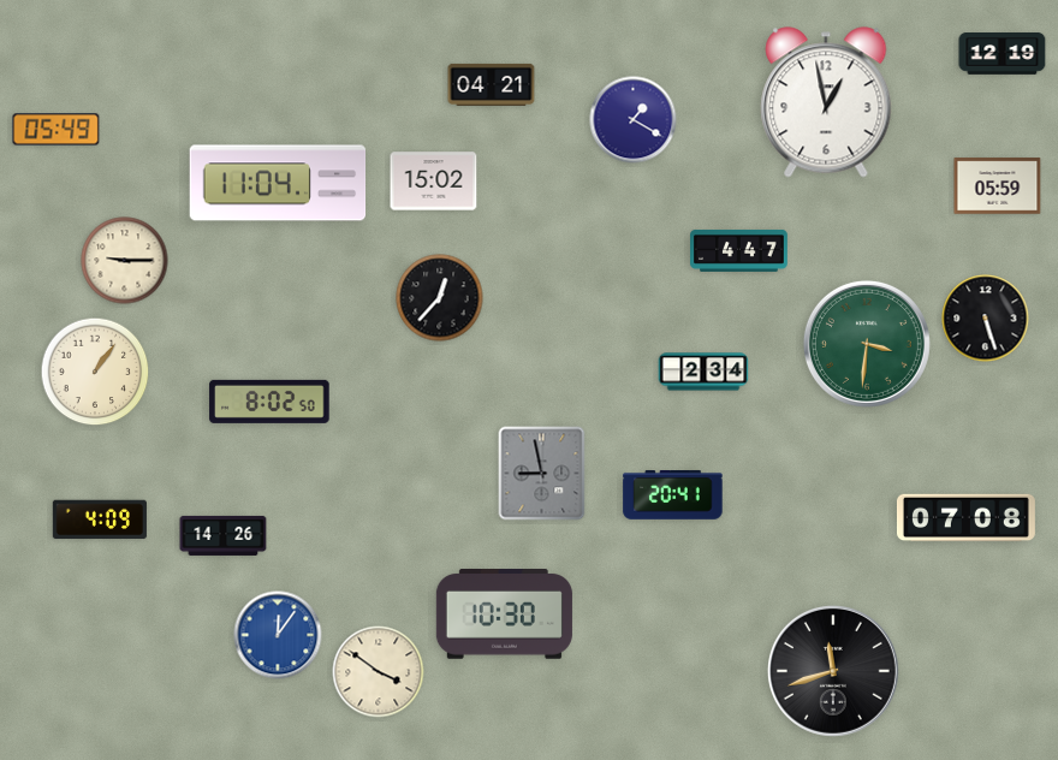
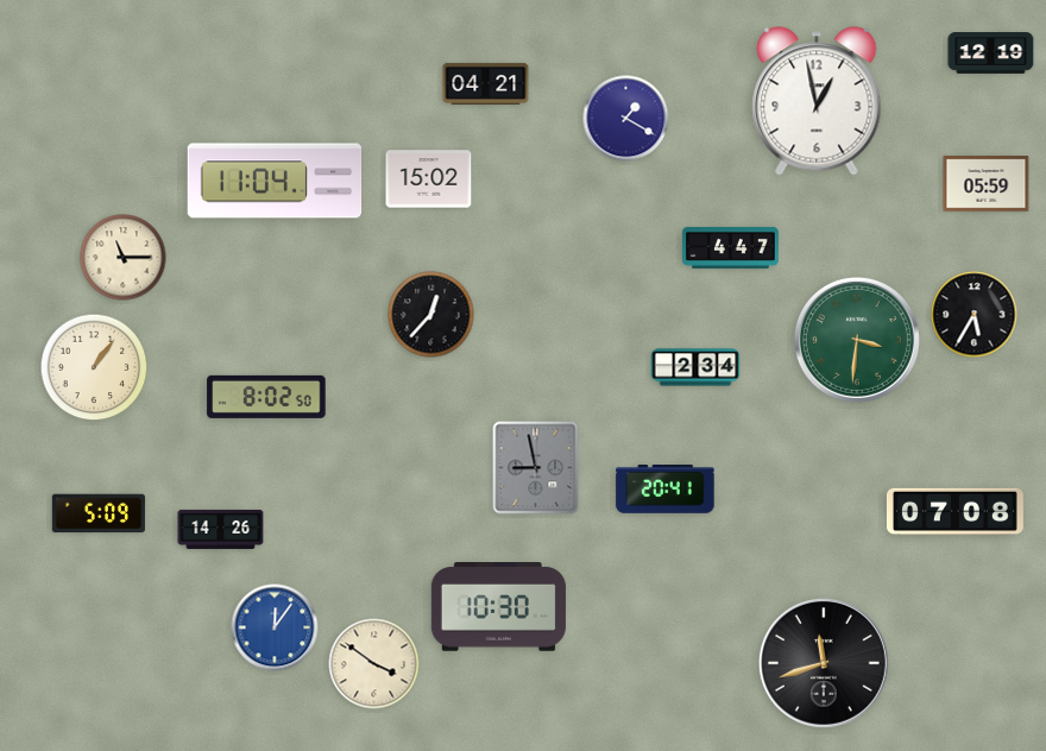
clock at (57, 130): 05:49 -> none
clock at (125, 261): 9:15 -> 11:15
clock at (440, 298) position: (440, 298) -> (431, 315)
clock at (986, 319): 5:27 -> 5:35
clock at (100, 519): 4:09 -> 5:09
